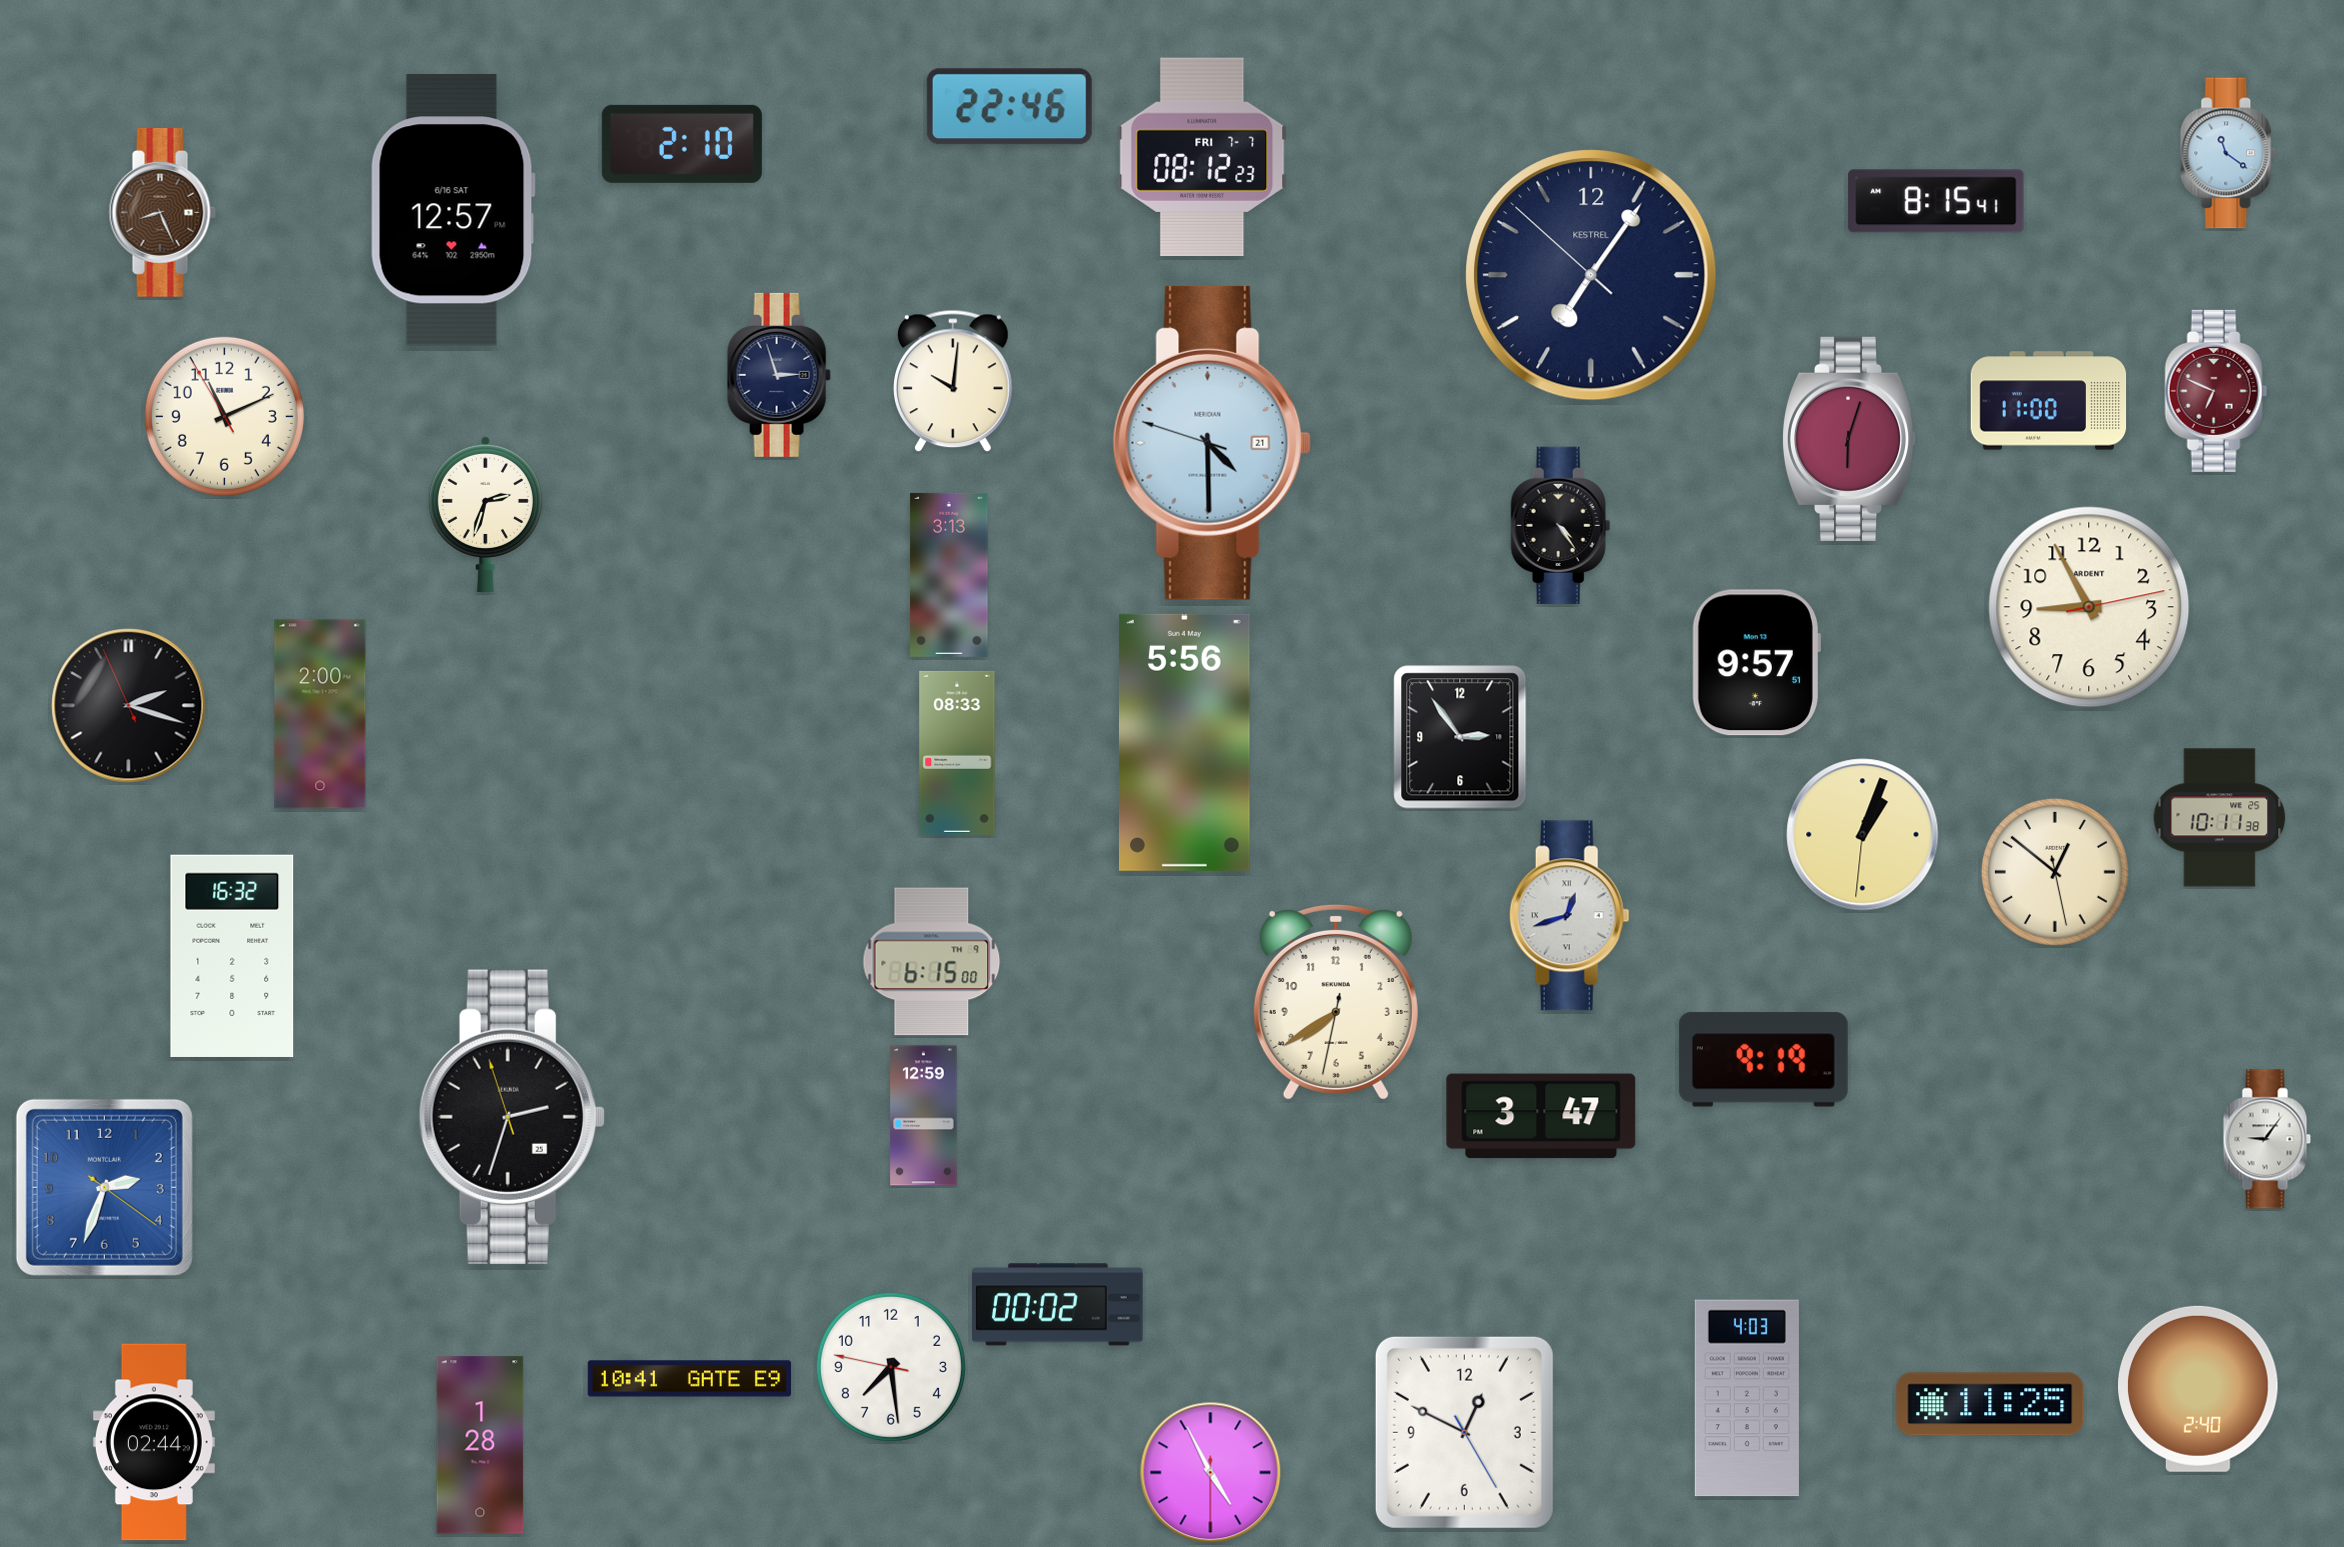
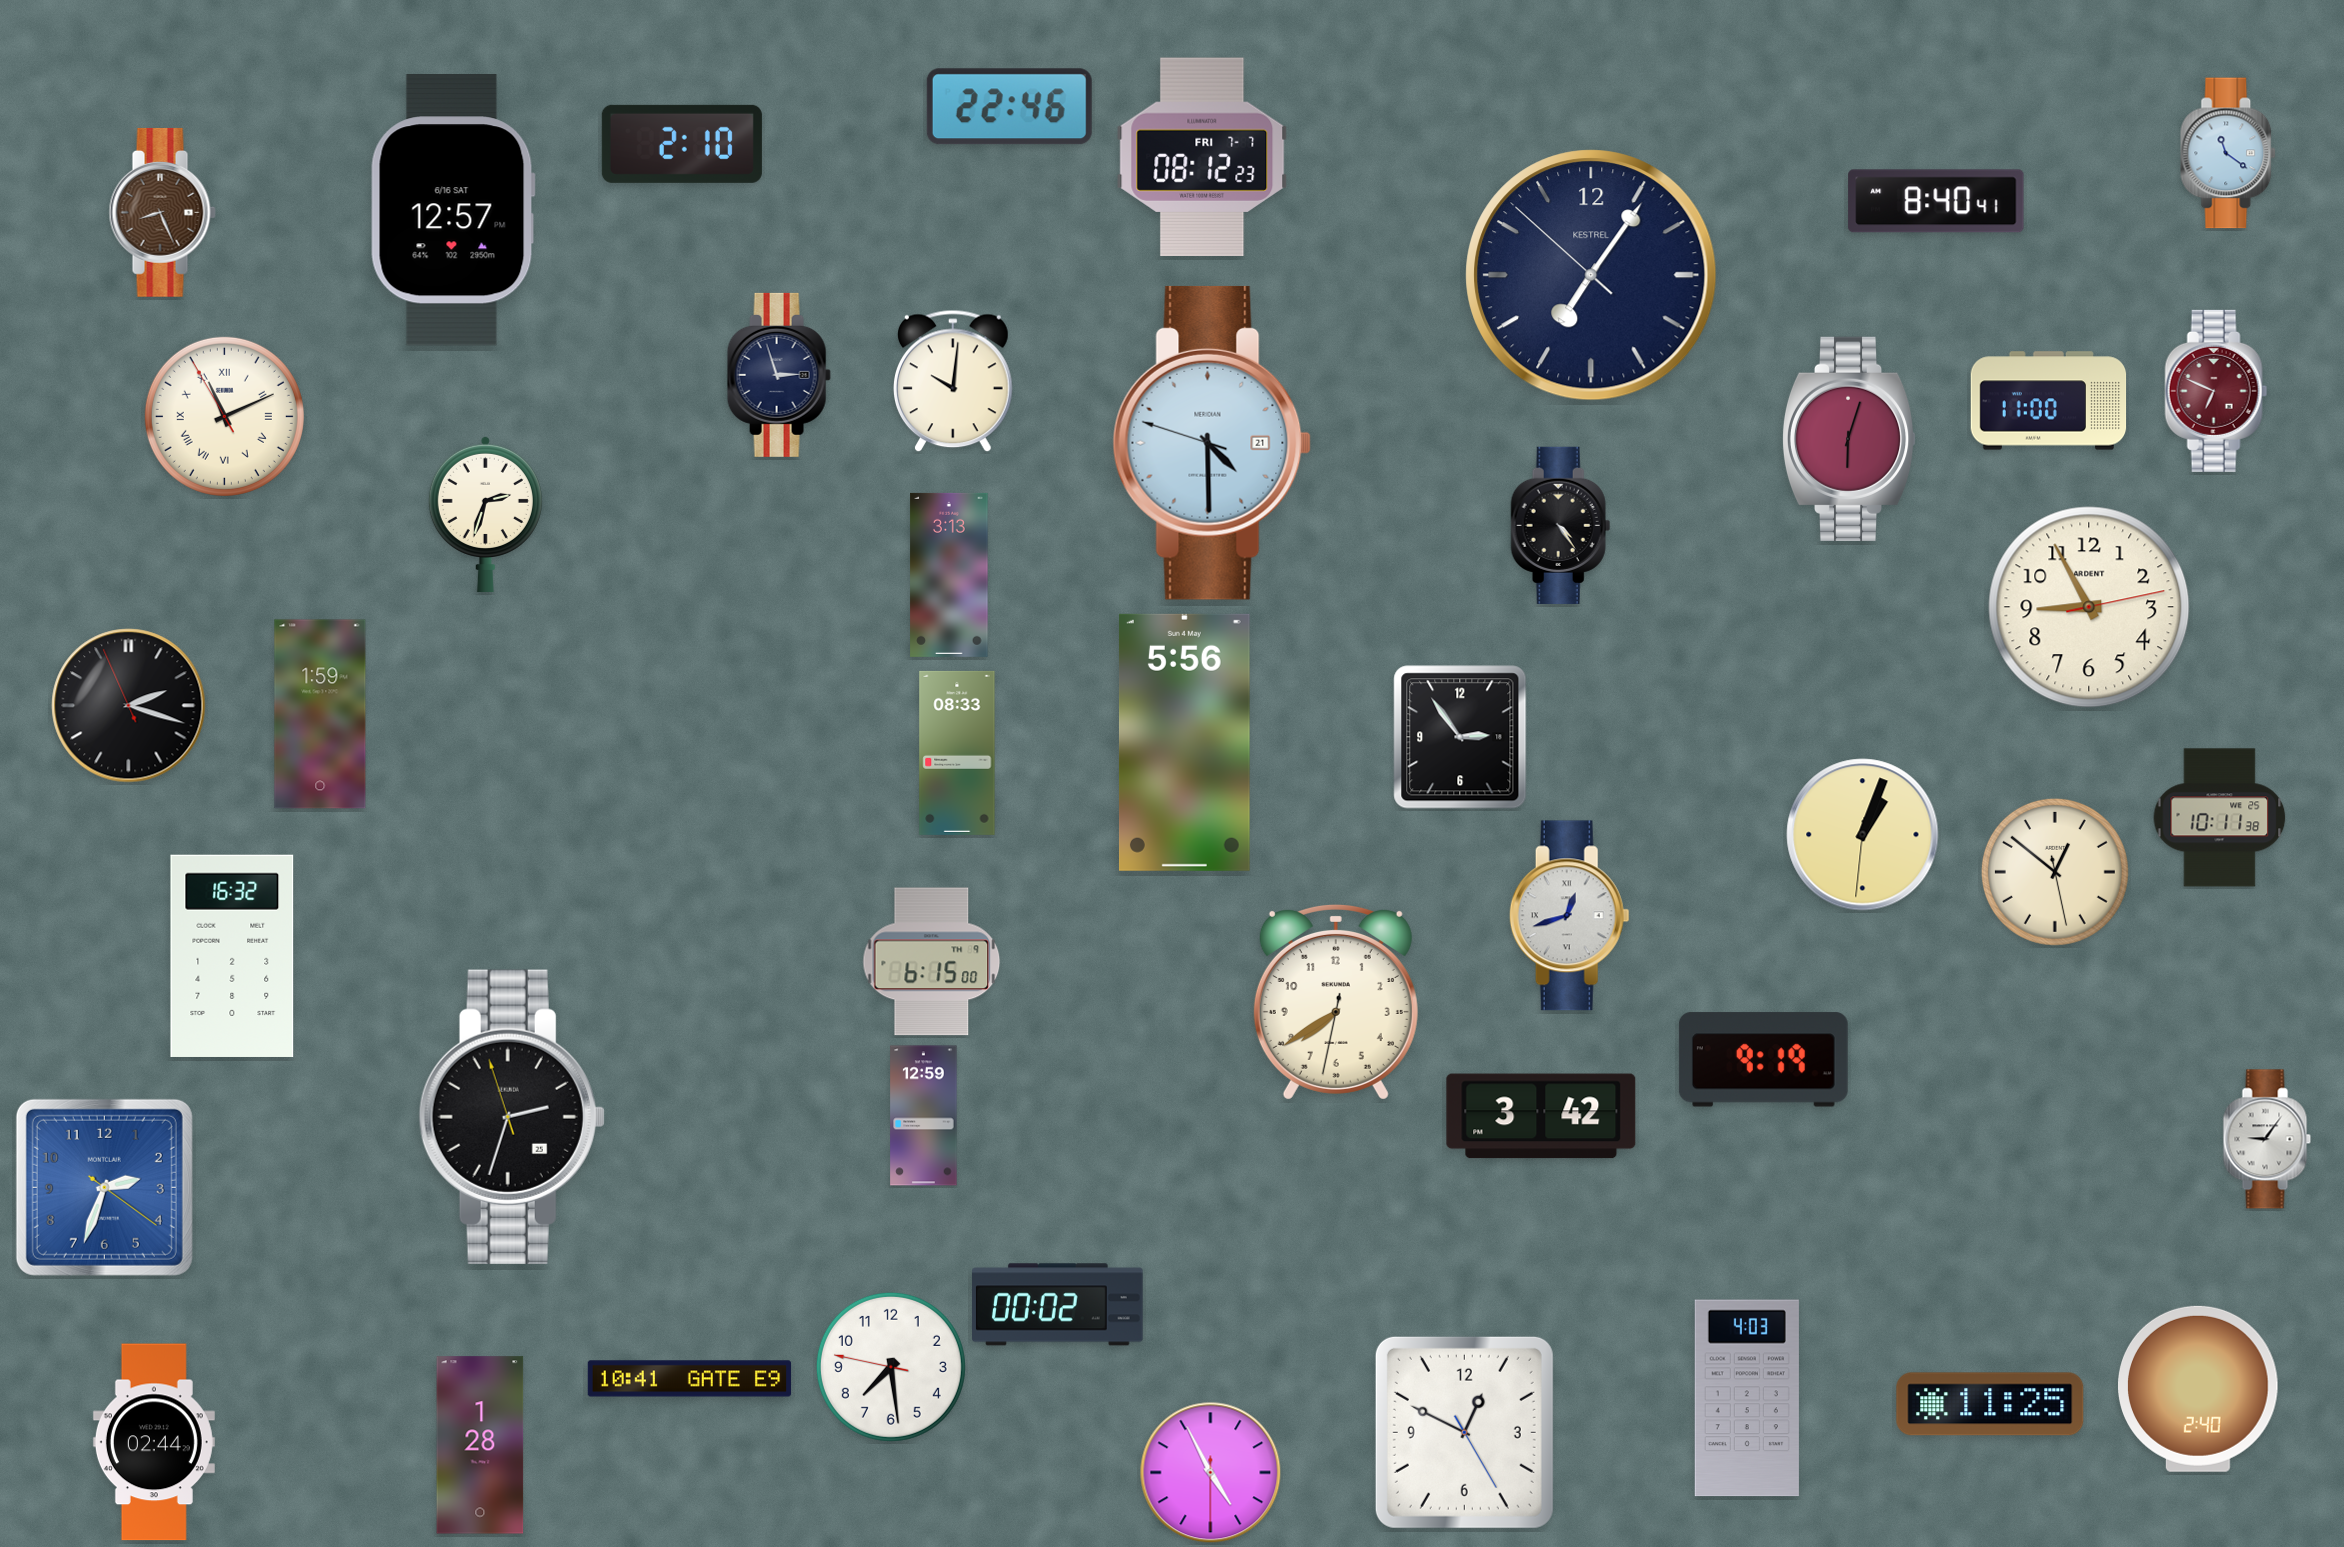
clock at (1936, 201): 8:15 -> 8:40
clock at (224, 416) numerals: Arabic -> Roman
clock at (1756, 663): 9:57 -> none
clock at (320, 714): 2:00 -> 1:59
clock at (1541, 1116): 3:47 -> 3:42
